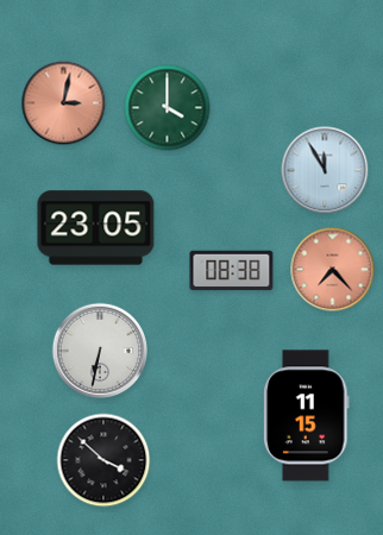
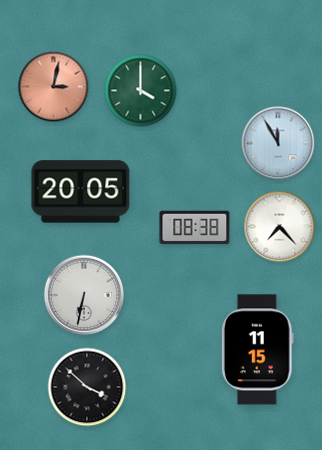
clock at (325, 170) position: (325, 170) -> (278, 143)
clock at (96, 228): 23:05 -> 20:05
clock at (333, 270) dial: salmon -> white
